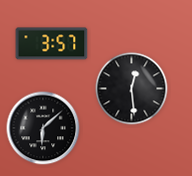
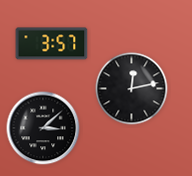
clock at (132, 89): 12:29 -> 12:13
clock at (43, 128): 6:08 -> 3:08
